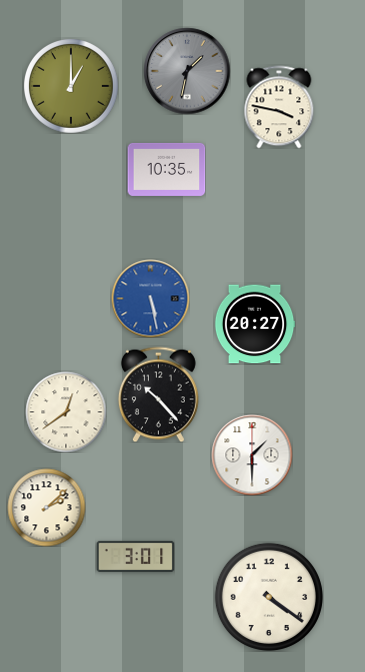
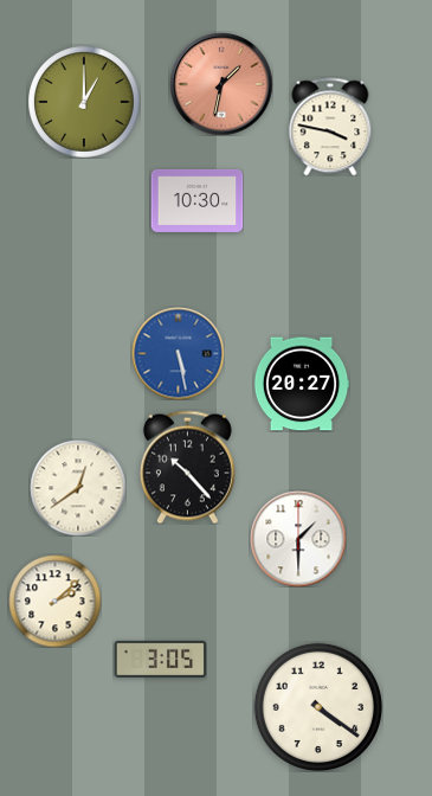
clock at (187, 71) dial: grey -> salmon
clock at (166, 169): 10:35 -> 10:30
clock at (135, 556): 3:01 -> 3:05
